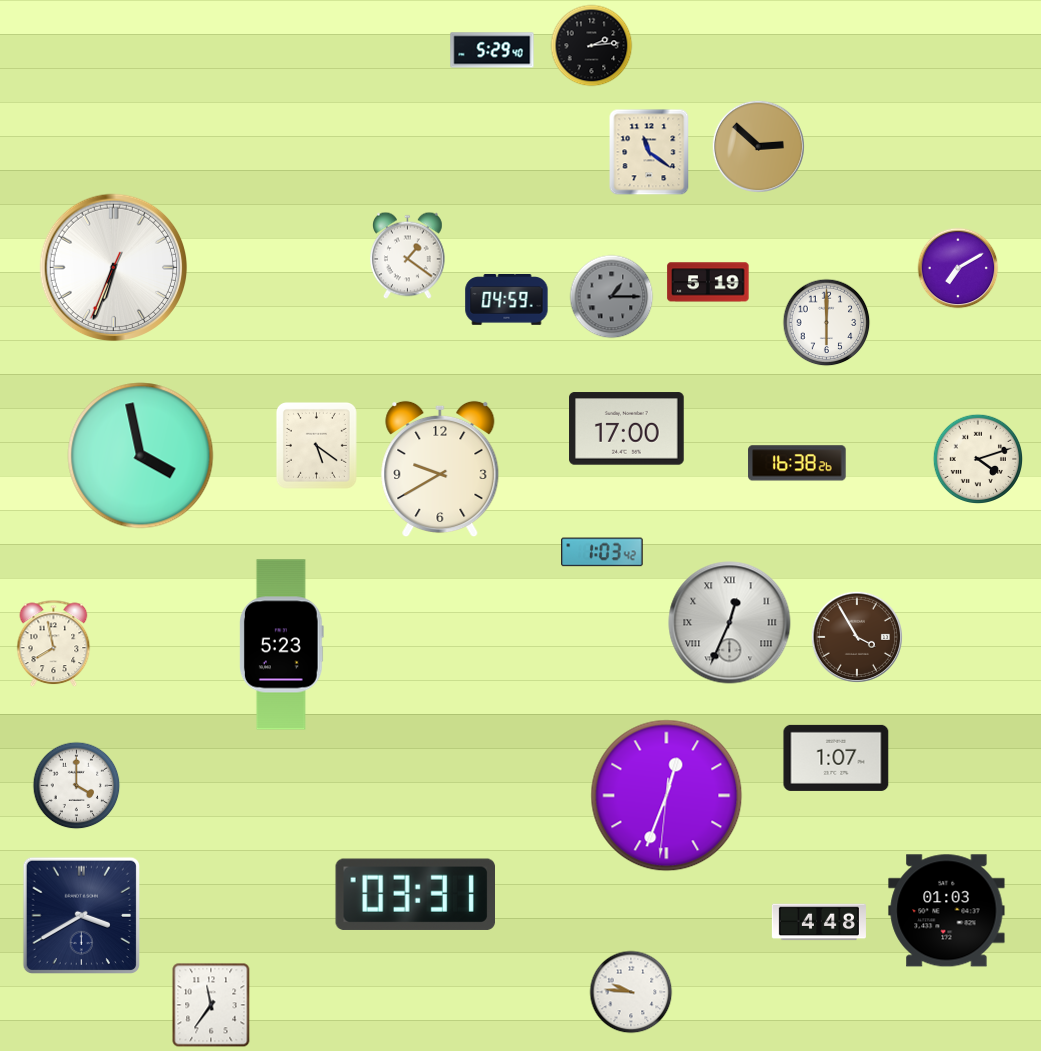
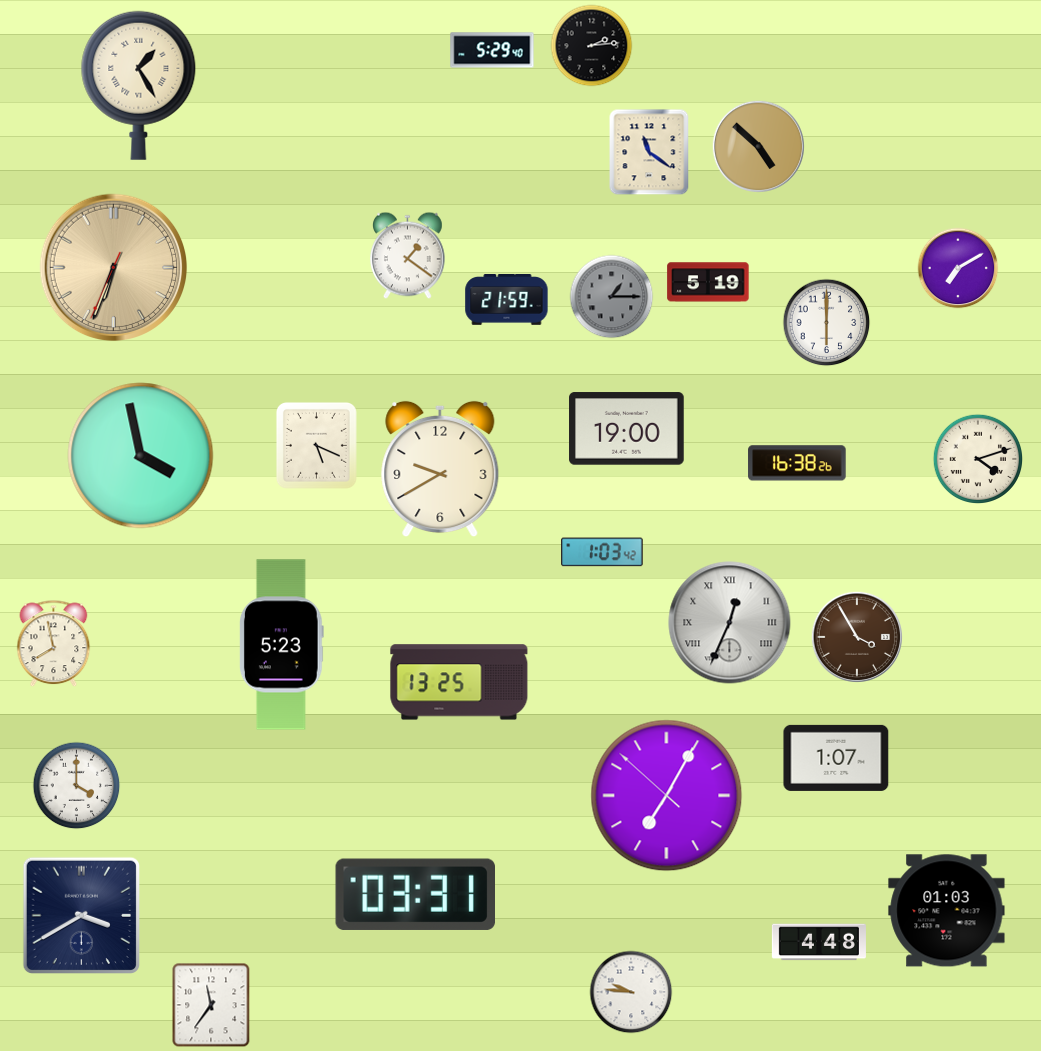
clock at (139, 85): none -> 1:25
clock at (758, 146): 2:52 -> 4:52
clock at (114, 268) dial: white -> champagne
clock at (507, 300): 04:59 -> 21:59
clock at (627, 429): 17:00 -> 19:00
clock at (316, 445): 5:21 -> 5:19
clock at (459, 682): none -> 13:25
clock at (667, 796): 12:33 -> 7:04
clock at (819, 922) position: (819, 922) -> (819, 942)
